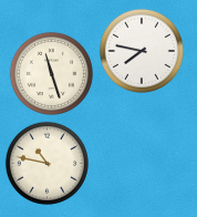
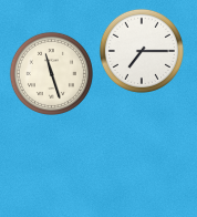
clock at (142, 51): 7:47 -> 7:15
clock at (46, 163): 10:47 -> none
